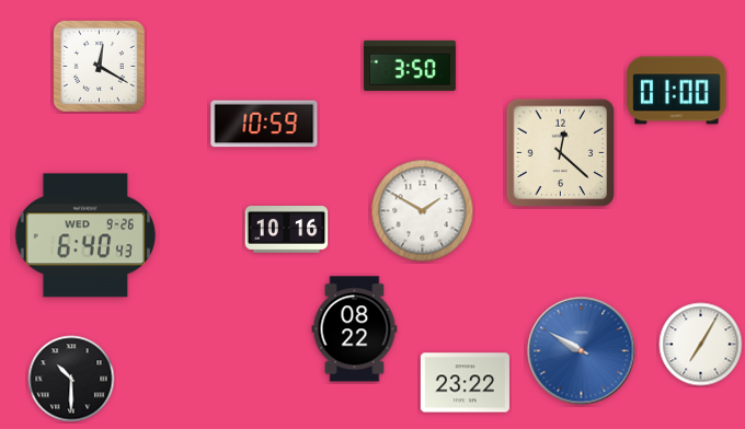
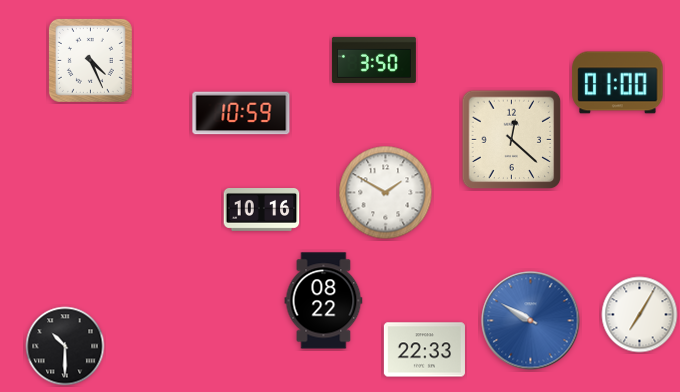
clock at (99, 66): 12:20 -> 4:26
clock at (84, 235): 6:40 -> none
clock at (465, 383): 23:22 -> 22:33
